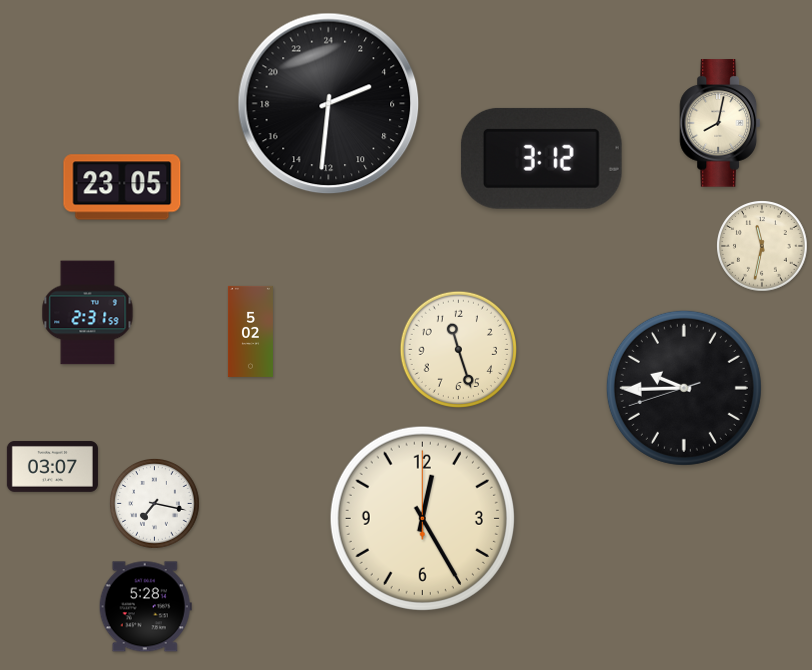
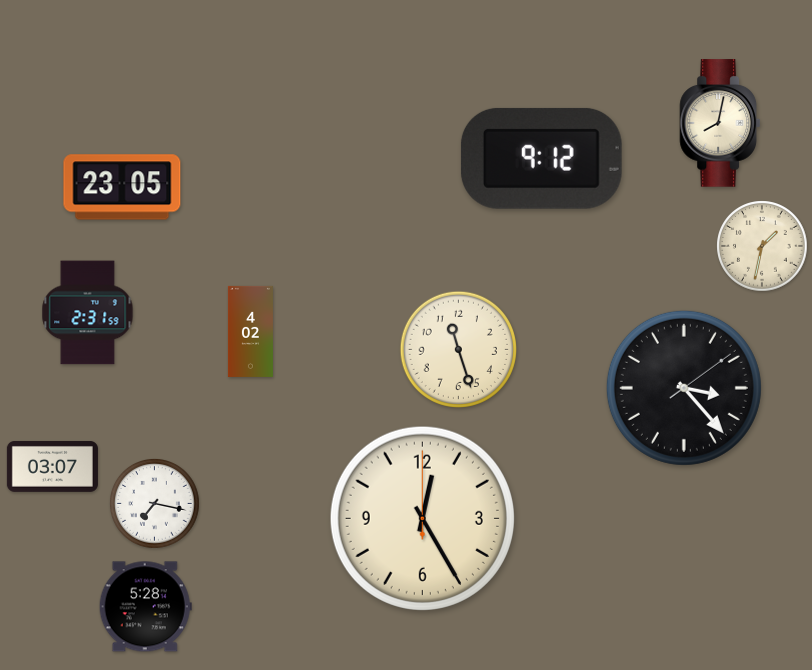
clock at (329, 104): 4:31 -> none
clock at (541, 158): 3:12 -> 9:12
clock at (762, 246): 11:32 -> 1:32
clock at (250, 331): 5:02 -> 4:02
clock at (684, 388): 9:44 -> 3:23
